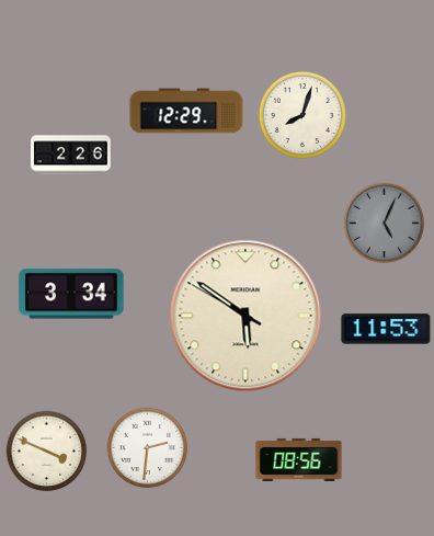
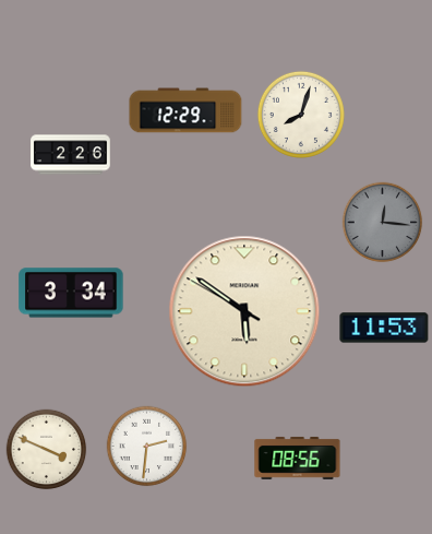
clock at (385, 224): 5:04 -> 12:16
clock at (245, 316) position: (245, 316) -> (244, 311)
